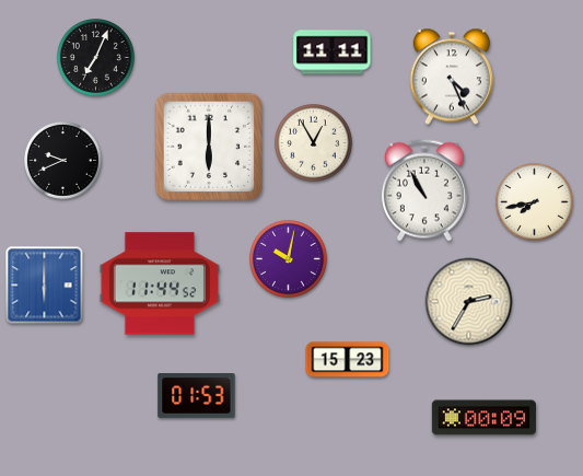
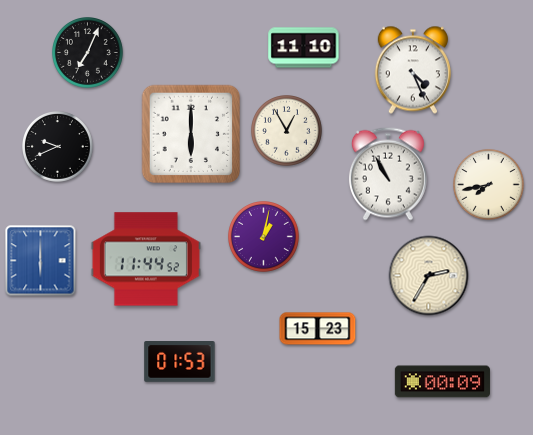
clock at (333, 53): 11:11 -> 11:10
clock at (289, 259): 10:02 -> 1:02
